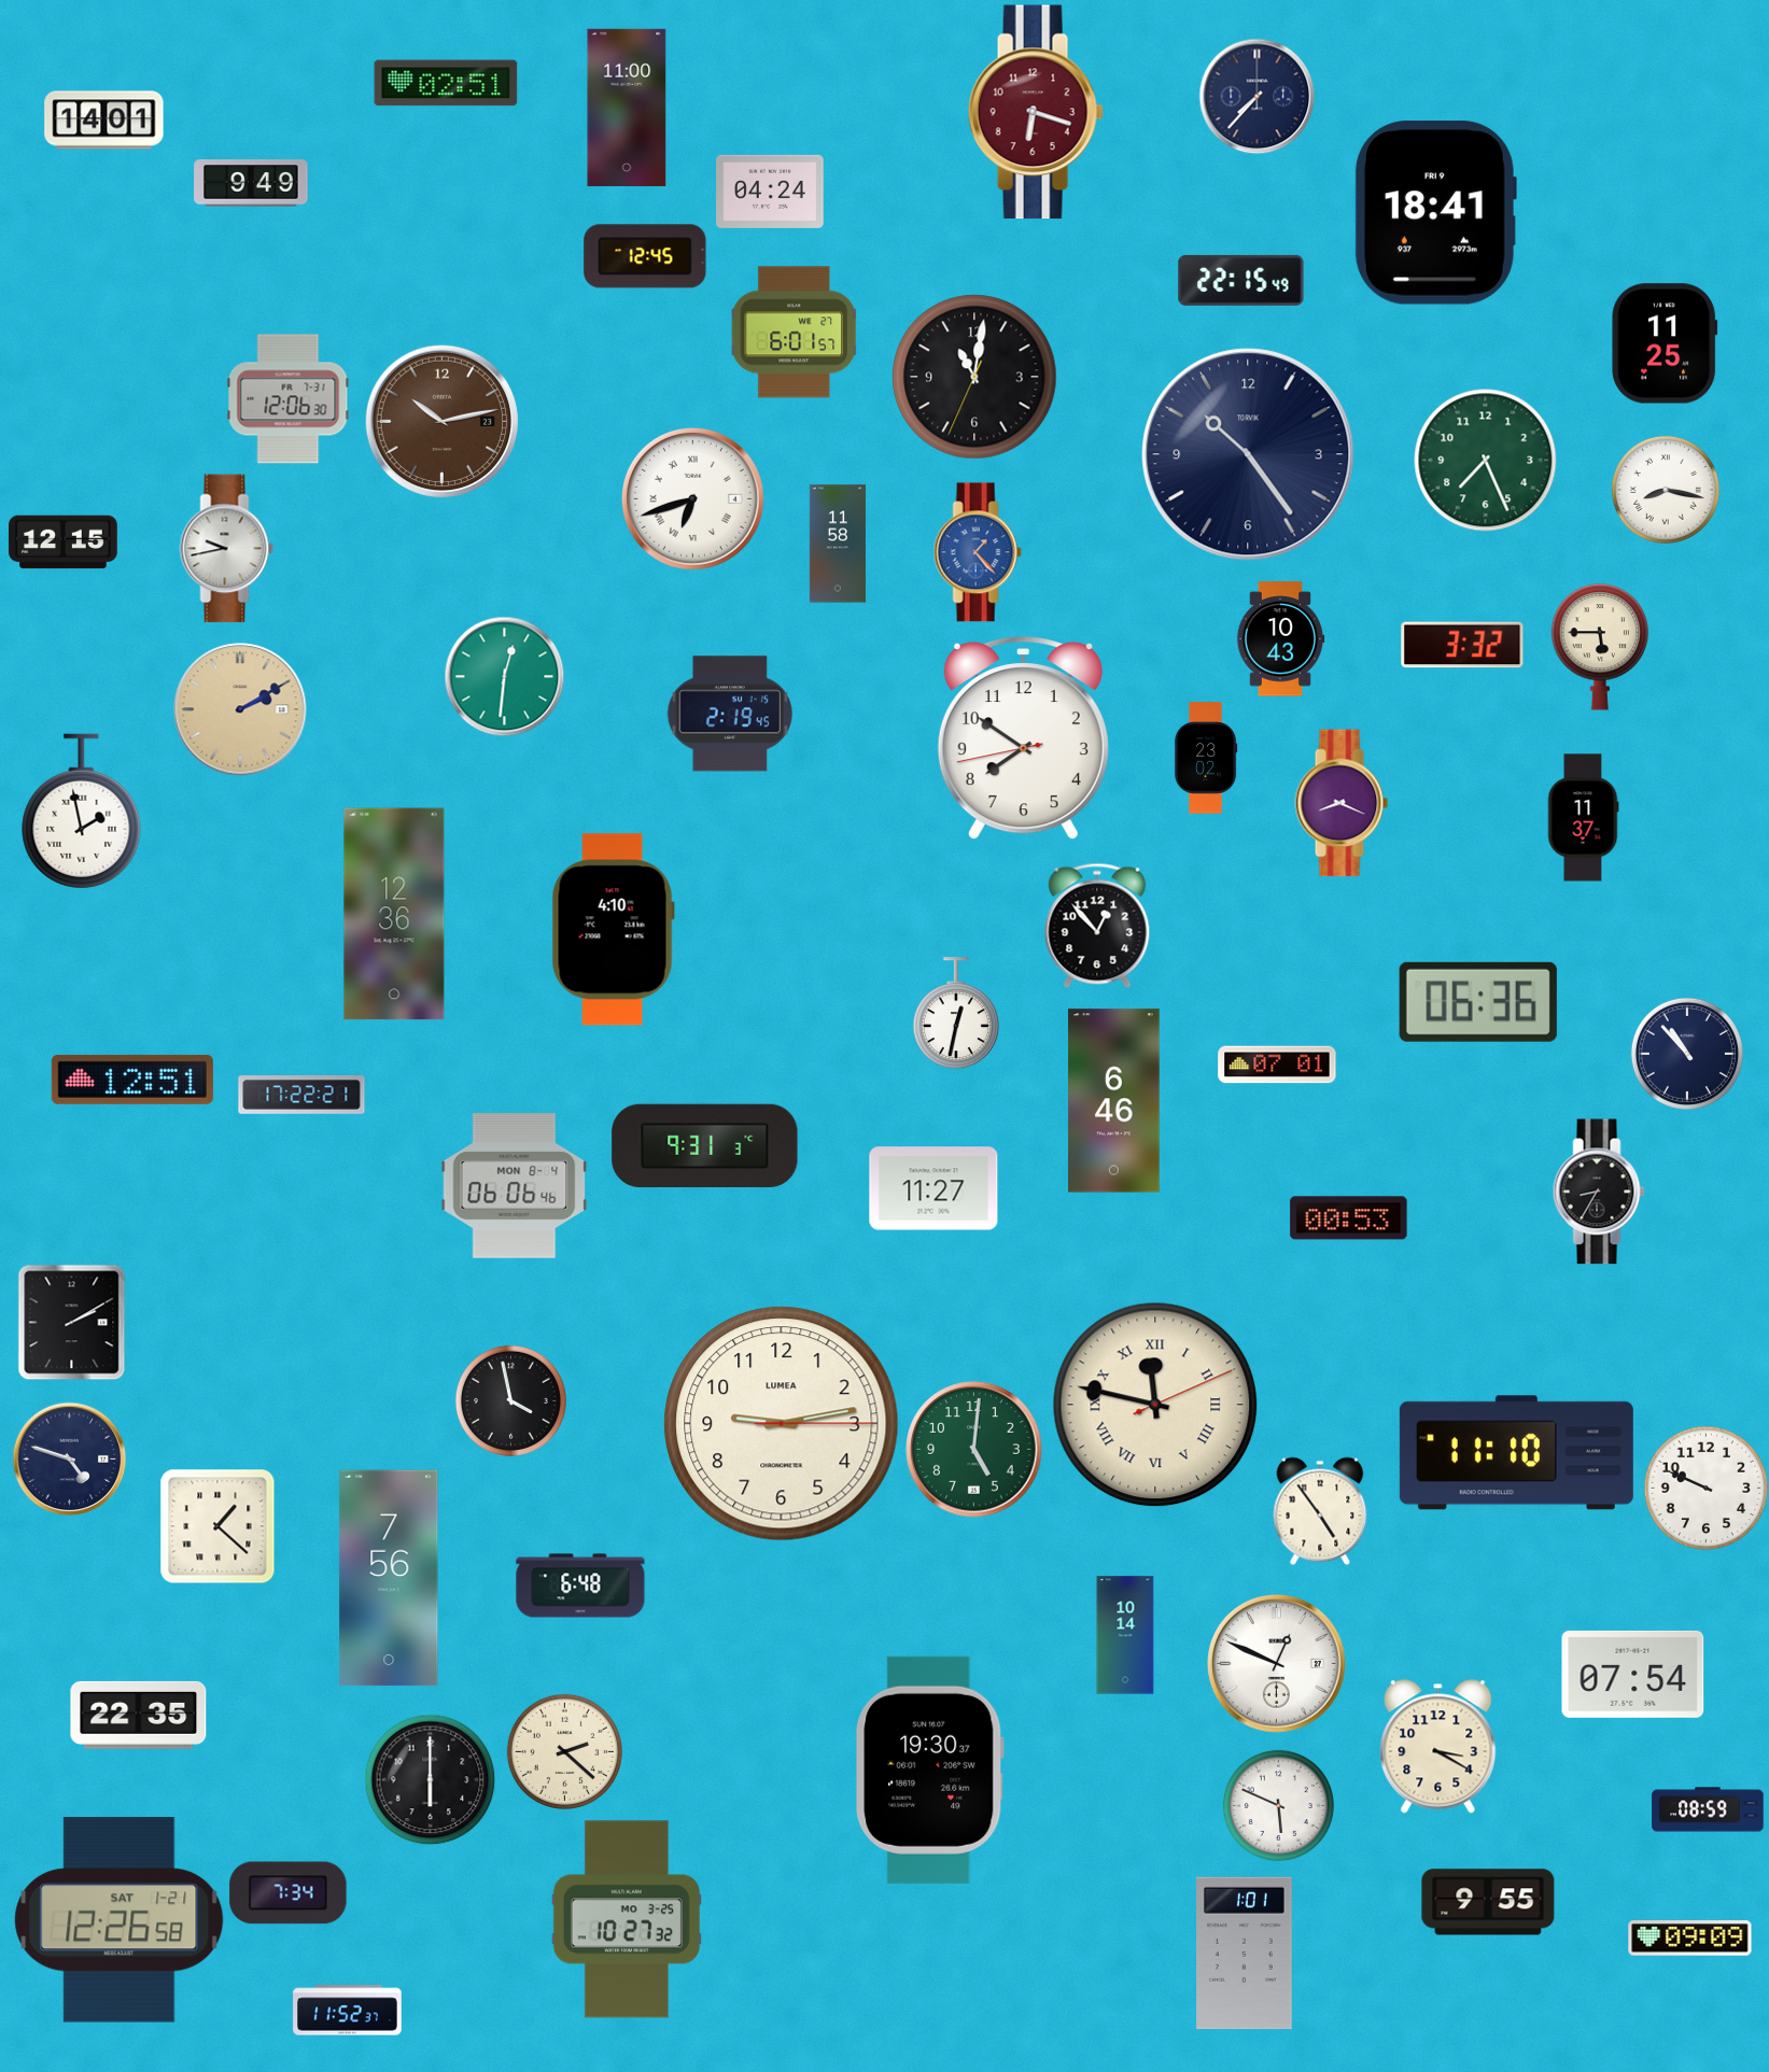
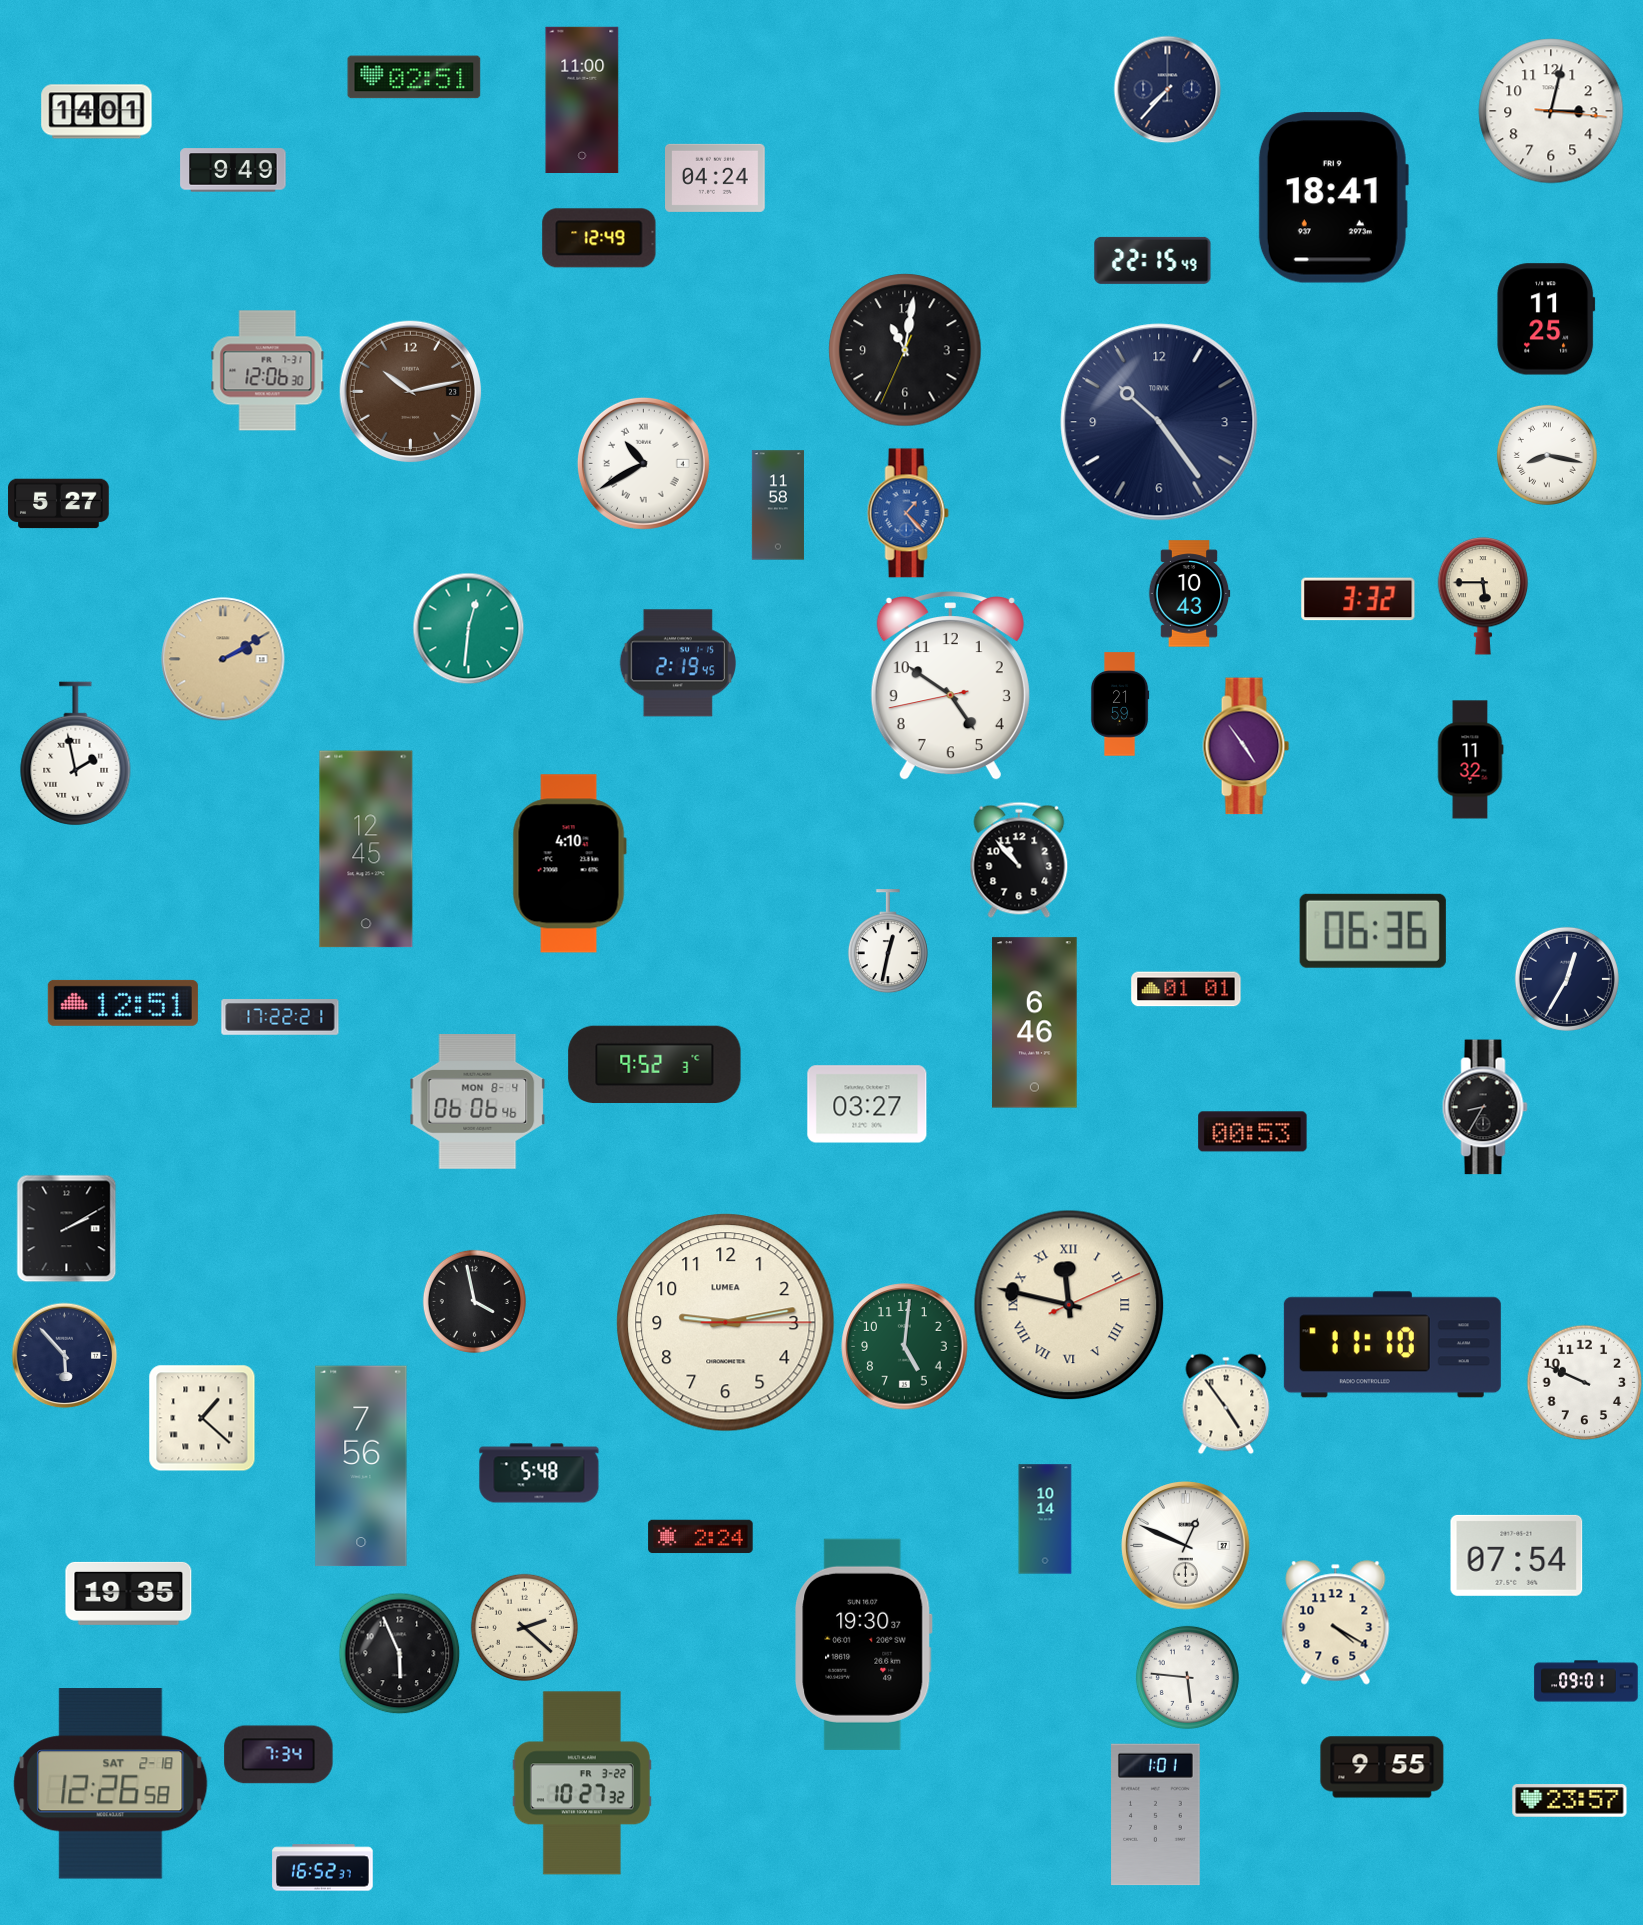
clock at (1036, 112): 6:18 -> none
clock at (1551, 111): none -> 3:02
clock at (645, 256): 12:45 -> 12:49
clock at (794, 333): 6:01 -> none
clock at (1486, 461): 7:26 -> none
clock at (692, 498): 6:42 -> 10:40
clock at (64, 542): 12:15 -> 5:27
clock at (227, 549): 9:43 -> none
clock at (1600, 647) position: (1600, 647) -> (1483, 596)
clock at (1023, 738): 7:50 -> 4:50
clock at (1206, 758): 23:02 -> 21:59
clock at (1342, 803): 8:19 -> 4:54
clock at (1583, 818): 11:37 -> 11:32
clock at (394, 914): 12:36 -> 12:45
clock at (1097, 926): 12:53 -> 10:53
clock at (1687, 1054): 10:53 -> 12:35
clock at (1277, 1065): 07:01 -> 01:01
clock at (705, 1145): 9:31 -> 9:52
clock at (933, 1188): 11:27 -> 03:27
clock at (1155, 1405) position: (1155, 1405) -> (1069, 1305)
clock at (1516, 1453) position: (1516, 1453) -> (1392, 1345)
clock at (69, 1458): 4:48 -> 5:53
clock at (580, 1585): 6:48 -> 5:48
clock at (701, 1537): none -> 2:24
clock at (139, 1715): 22:35 -> 19:35
clock at (1438, 1747): 3:20 -> 4:20
clock at (430, 1779): 6:00 -> 5:56
clock at (1278, 1805): 5:49 -> 5:46
clock at (1708, 1809): 08:59 -> 09:01
clock at (289, 1893) position: (289, 1893) -> (279, 1755)
clock at (627, 1919) date: MO 3-25 -> FR 3-22
clock at (120, 1920) date: SAT 1-21 -> SAT 2-18
clock at (1690, 1939): 09:09 -> 23:57
clock at (348, 2011): 11:52 -> 16:52
